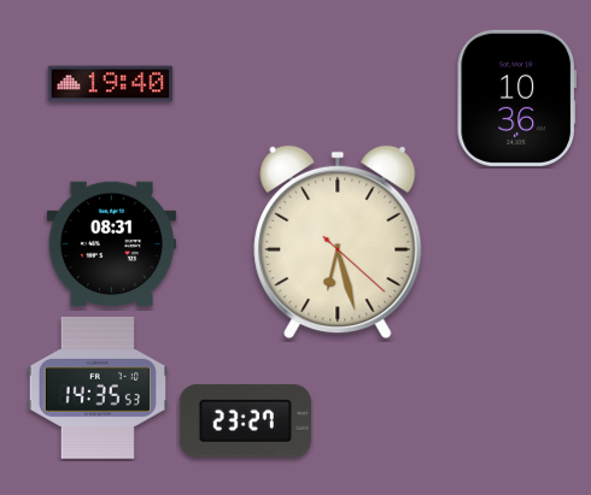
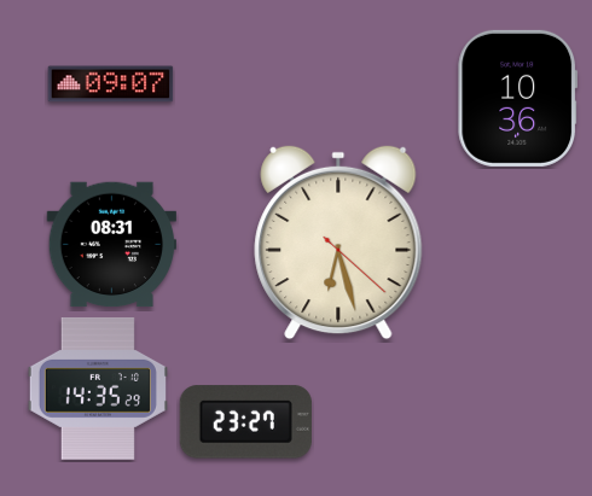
clock at (111, 84): 19:40 -> 09:07
clock at (98, 388): 14:35:53 -> 14:35:29
